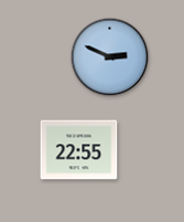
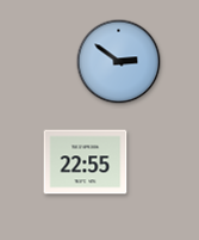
clock at (110, 57): 2:49 -> 2:51
